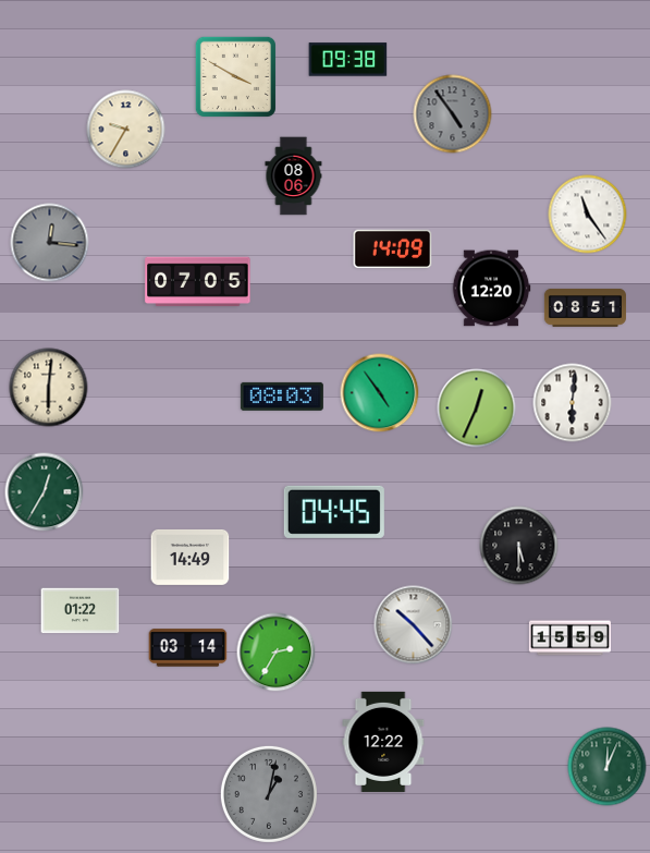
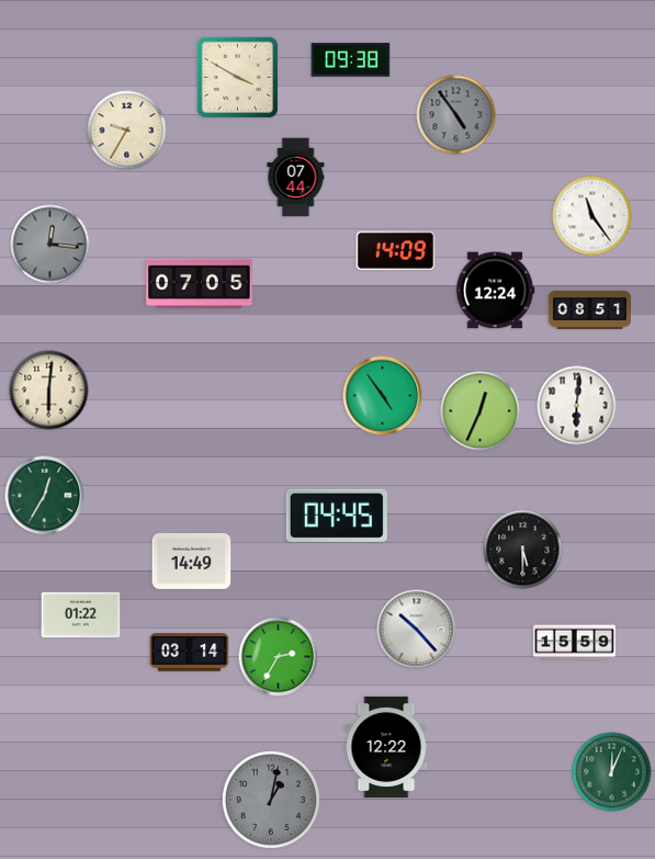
clock at (294, 176): 08:06 -> 07:44
clock at (491, 289): 12:20 -> 12:24
clock at (282, 397): 08:03 -> none
